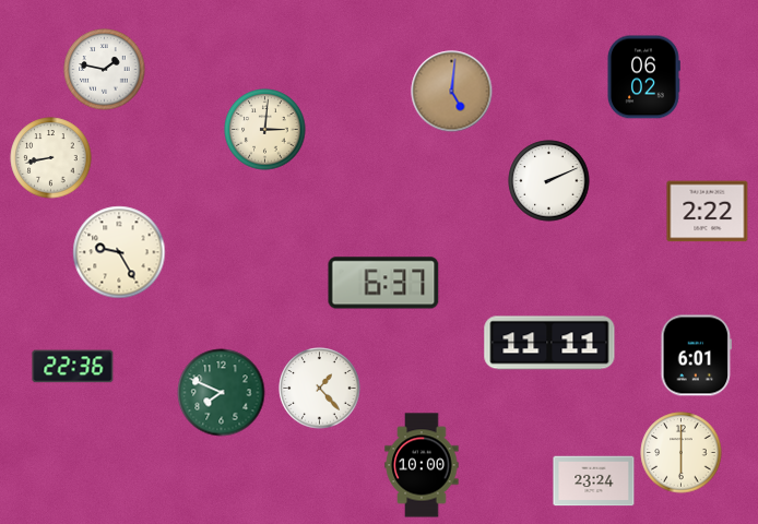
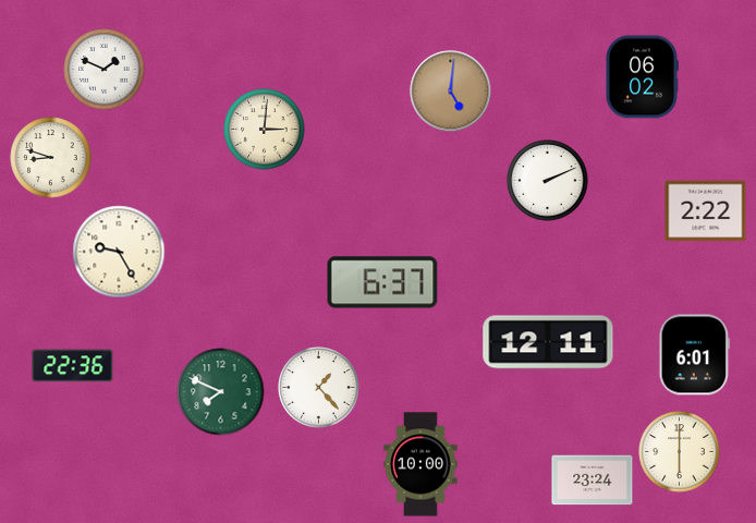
clock at (105, 70): 1:47 -> 1:49
clock at (51, 158): 8:43 -> 8:48
clock at (549, 343): 11:11 -> 12:11
